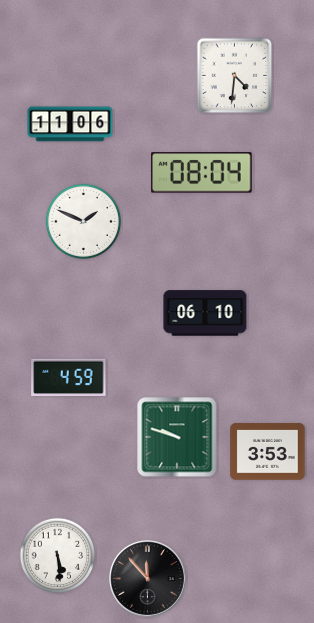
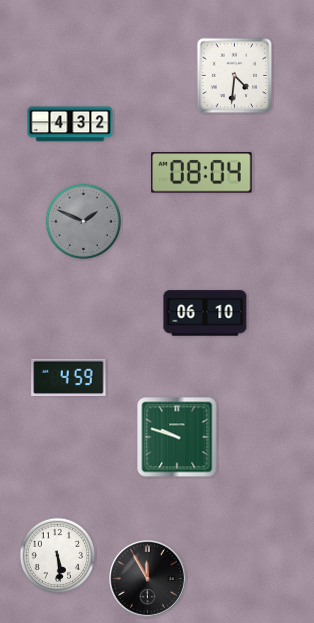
clock at (70, 124): 11:06 -> 4:32
clock at (84, 222) dial: white -> grey
clock at (268, 452): 3:53 -> none
clock at (147, 578): 11:53 -> 11:55
